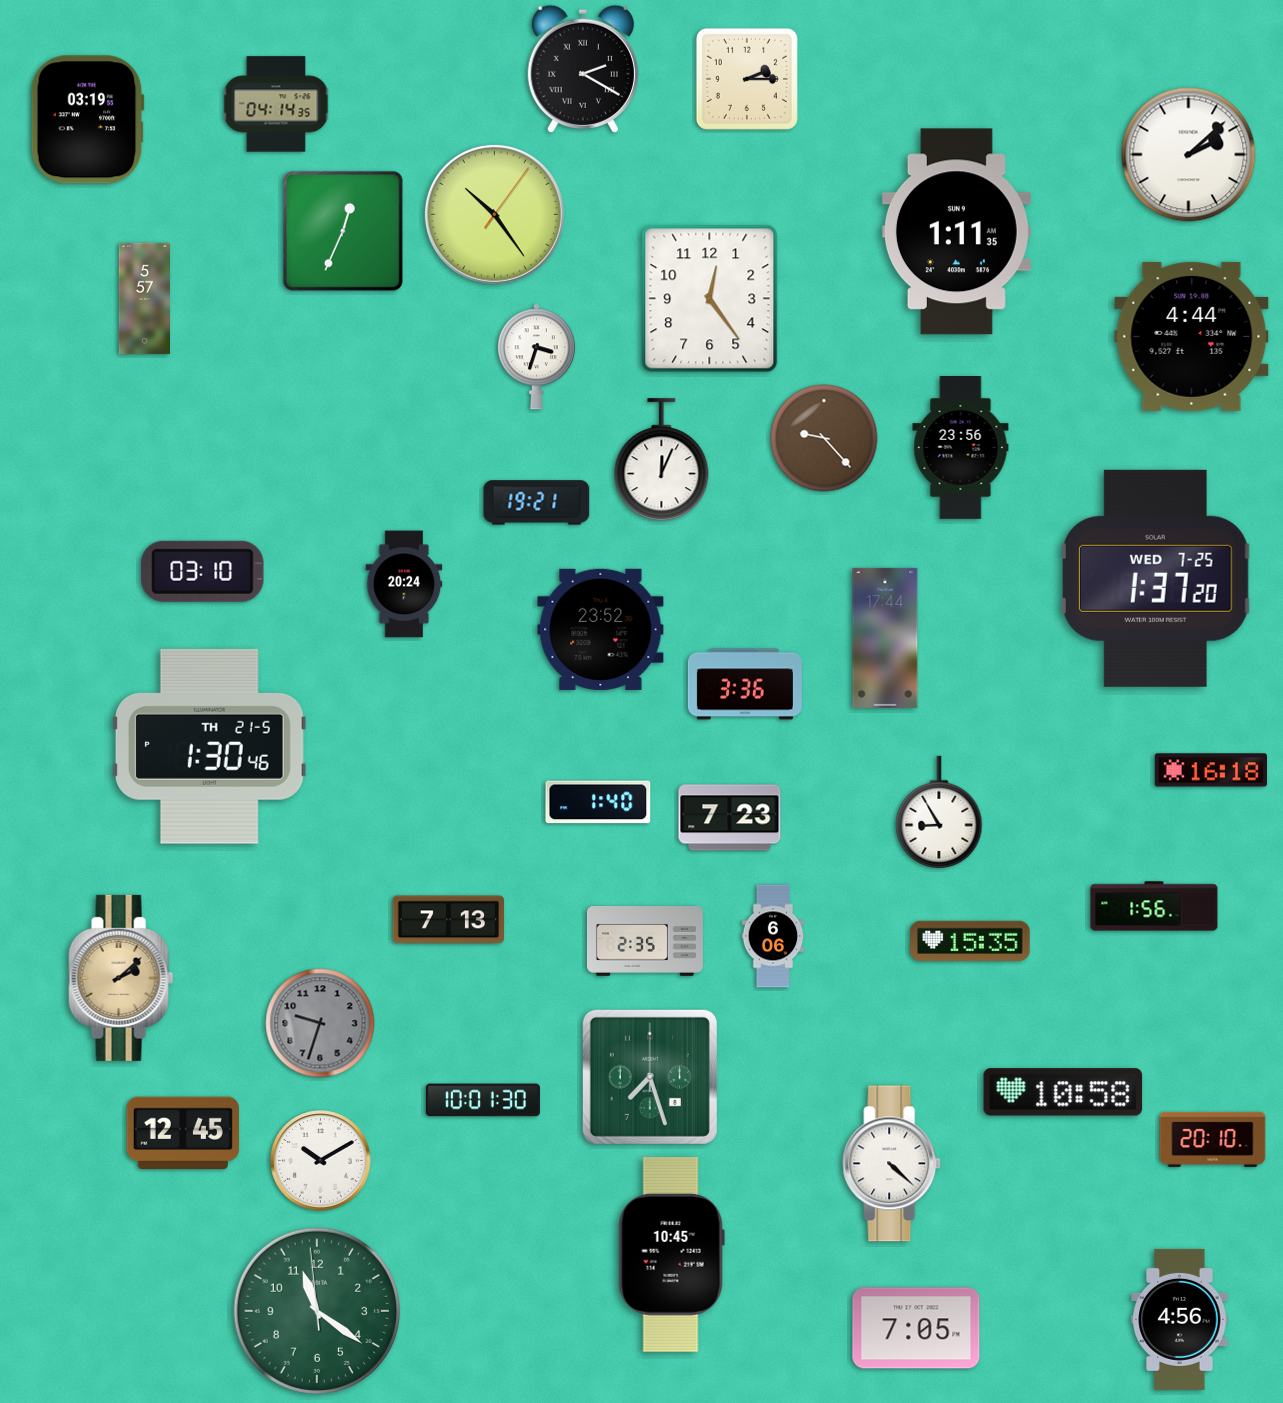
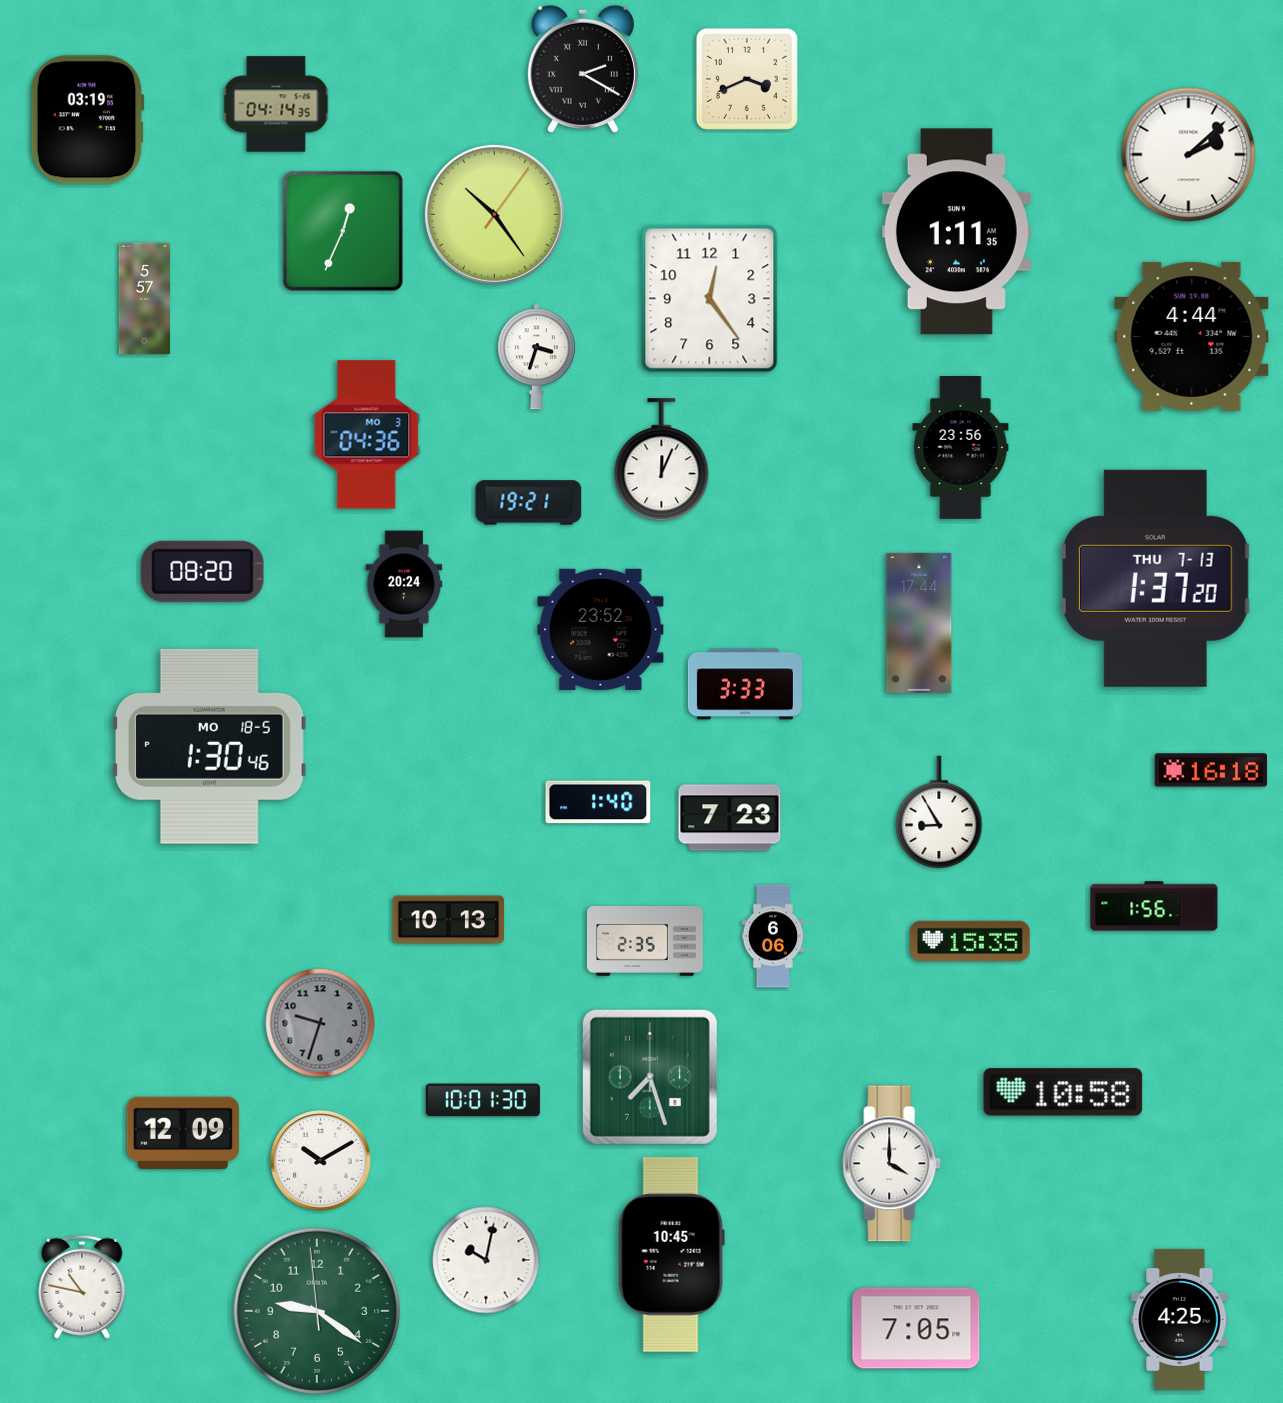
clock at (747, 79): 2:15 -> 3:41
clock at (367, 435): none -> 04:36
clock at (824, 438): 9:23 -> none
clock at (537, 503) position: (537, 503) -> (529, 503)
clock at (203, 571): 03:10 -> 08:20
clock at (1155, 578) date: WED 7-25 -> THU 7-13
clock at (885, 638) position: (885, 638) -> (919, 623)
clock at (745, 684): 3:36 -> 3:33
clock at (209, 746) date: TH 21-5 -> MO 18-5
clock at (449, 920): 7:13 -> 10:13
clock at (121, 978): 2:08 -> none
clock at (183, 1132): 12:45 -> 12:09
clock at (1213, 1139): 20:10 -> none
clock at (892, 1164): 4:22 -> 4:00
clock at (486, 1260): none -> 10:02
clock at (82, 1287): none -> 10:47
clock at (317, 1311): 11:20 -> 9:20
clock at (1180, 1319): 4:56 -> 4:25
